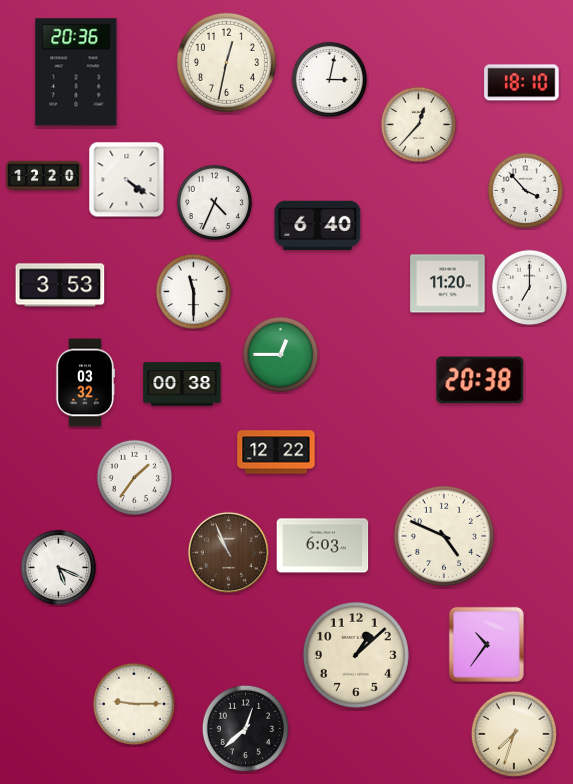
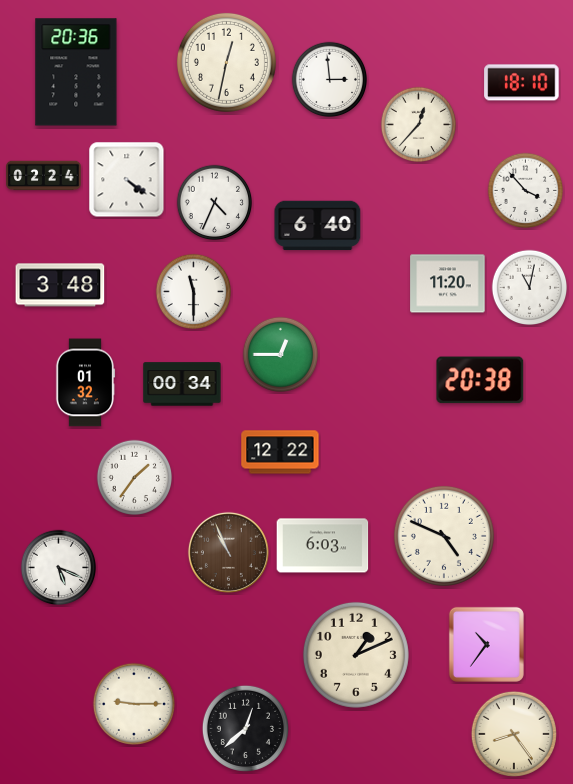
clock at (330, 80): 3:02 -> 2:59
clock at (44, 176): 12:20 -> 02:24
clock at (60, 285): 3:53 -> 3:48
clock at (530, 288): 7:00 -> 11:02
clock at (85, 383): 03:32 -> 01:32
clock at (182, 384): 00:38 -> 00:34
clock at (276, 452) position: (276, 452) -> (280, 452)
clock at (356, 655): 1:08 -> 1:11
clock at (514, 734): 7:33 -> 8:24
